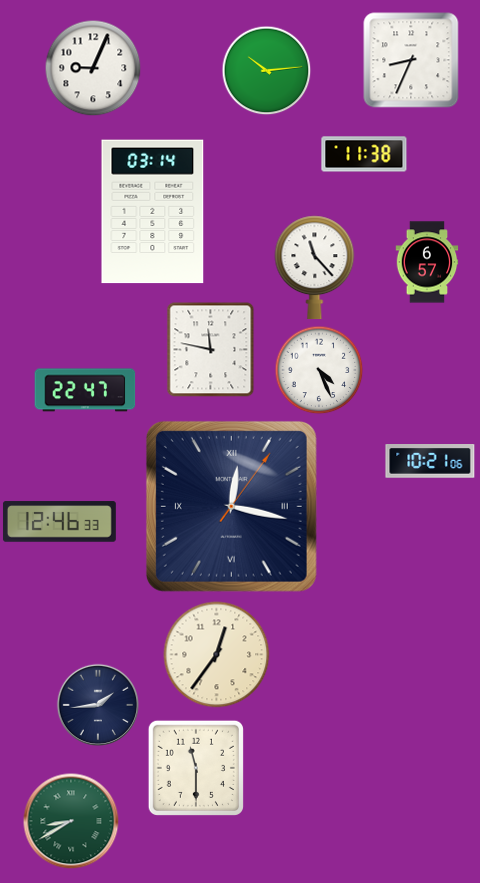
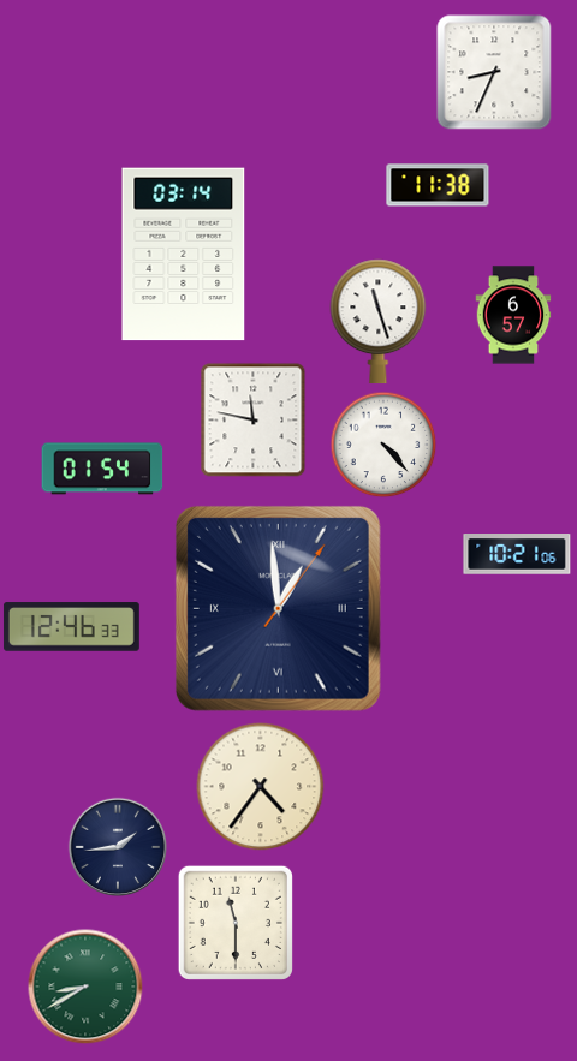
clock at (93, 68): 9:04 -> none
clock at (266, 70): 10:14 -> none
clock at (315, 268): 11:23 -> 11:27
clock at (319, 370): 4:26 -> 4:23
clock at (85, 390): 22:47 -> 01:54
clock at (231, 506): 12:17 -> 12:59
clock at (217, 655): 12:36 -> 4:36
